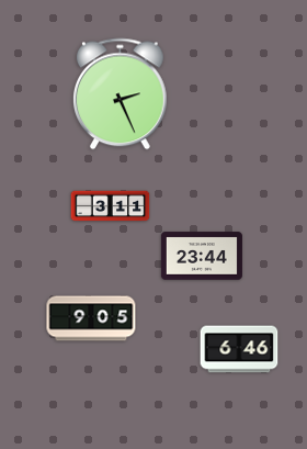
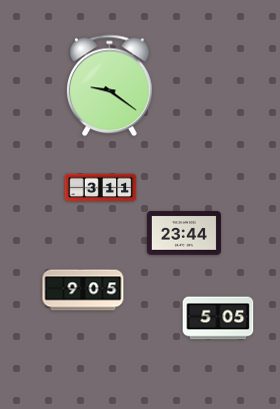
clock at (121, 94): 2:26 -> 9:21
clock at (239, 349): 6:46 -> 5:05
